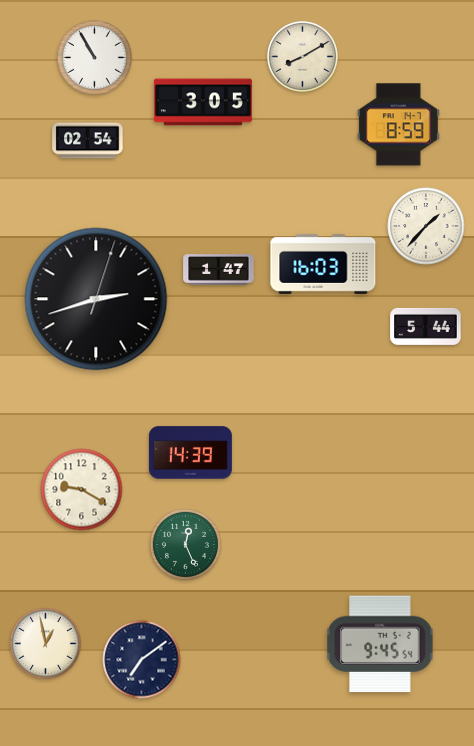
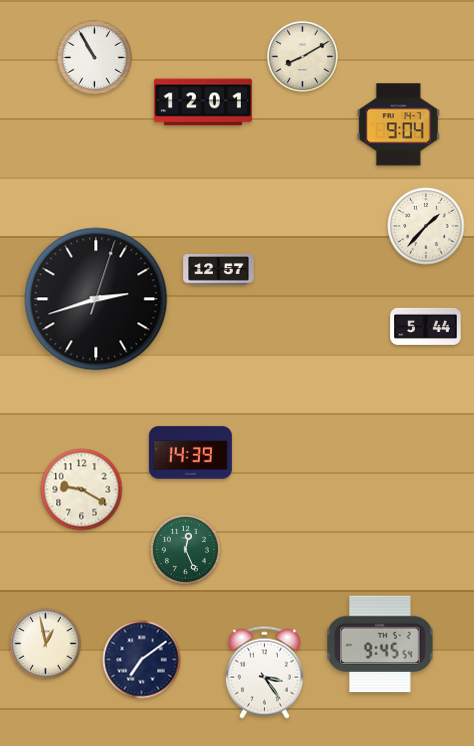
clock at (203, 102): 3:05 -> 12:01
clock at (398, 125): 8:59 -> 9:04
clock at (88, 141): 02:54 -> none
clock at (323, 264): 16:03 -> none
clock at (219, 270): 1:47 -> 12:57
clock at (185, 544) position: (185, 544) -> (185, 549)
clock at (264, 672): none -> 3:24
